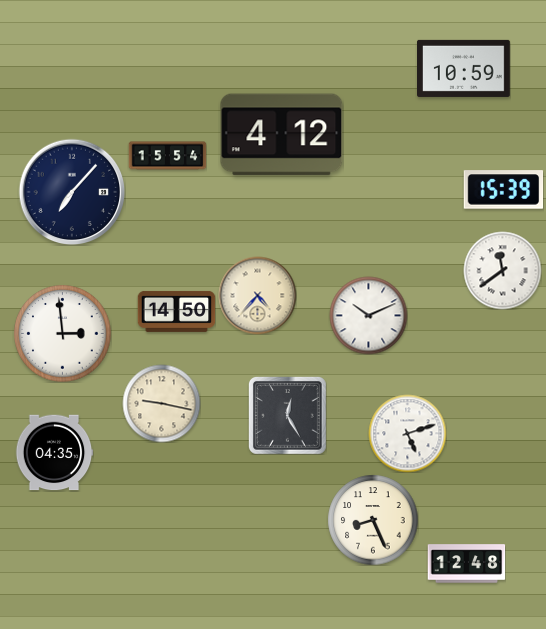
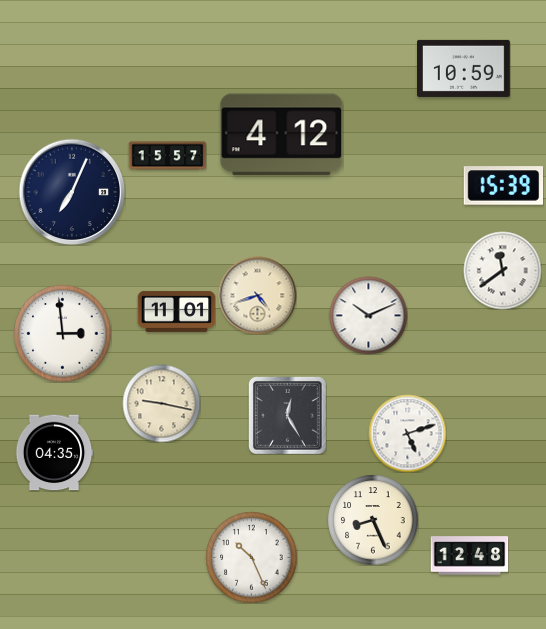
clock at (167, 156): 15:54 -> 15:57
clock at (503, 190) position: (503, 190) -> (503, 186)
clock at (72, 192): 7:07 -> 7:04
clock at (257, 295): 4:37 -> 4:42
clock at (176, 311): 14:50 -> 11:01
clock at (251, 557): none -> 10:26
clock at (466, 564) position: (466, 564) -> (469, 556)
